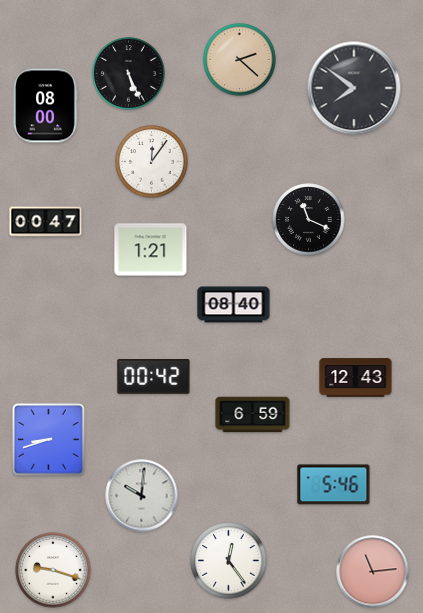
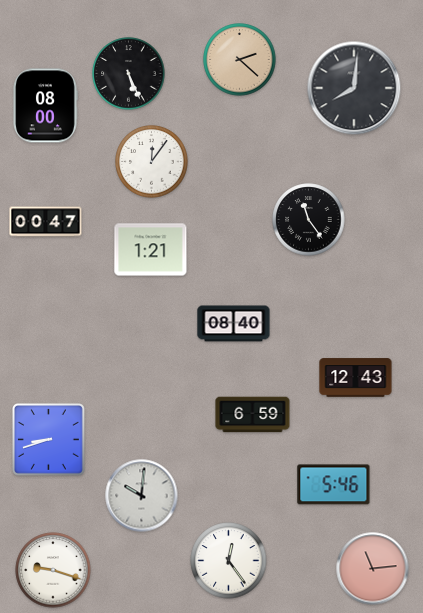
clock at (354, 88): 7:51 -> 8:01
clock at (309, 220): 11:19 -> 11:24
clock at (234, 305) position: (234, 305) -> (234, 324)
clock at (154, 377): 00:42 -> none
clock at (373, 572) position: (373, 572) -> (373, 569)
